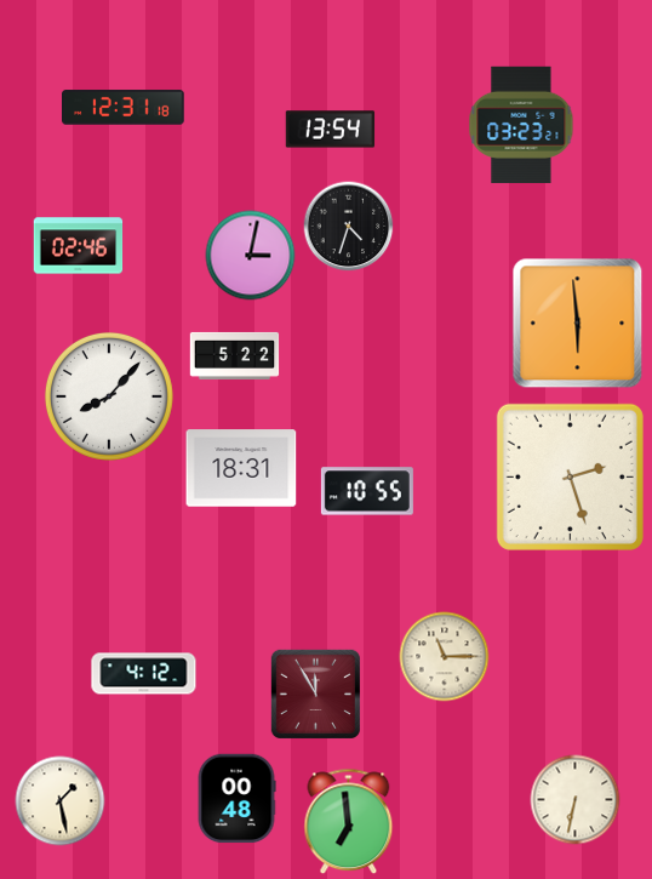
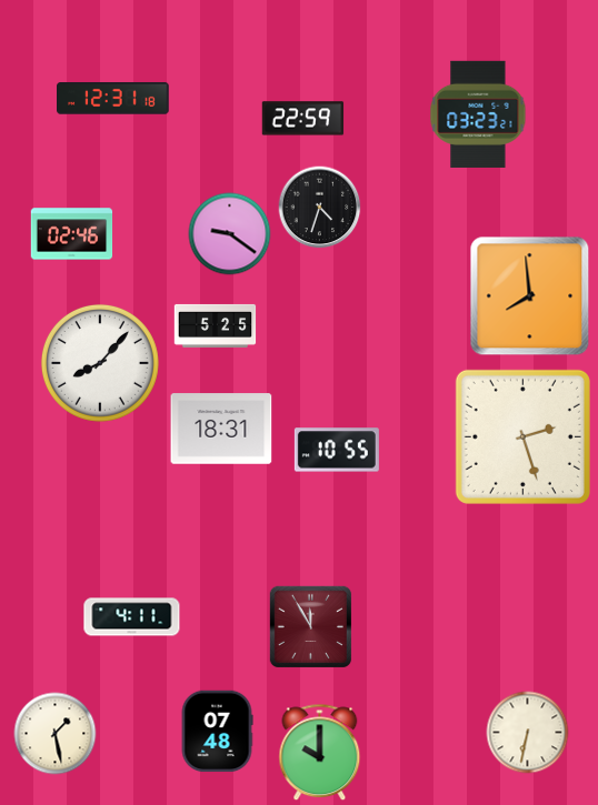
clock at (331, 130): 13:54 -> 22:59
clock at (79, 246) position: (79, 246) -> (72, 234)
clock at (251, 256): 3:02 -> 9:21
clock at (578, 324): 5:59 -> 7:59
clock at (235, 355): 5:22 -> 5:25
clock at (445, 657): 11:15 -> none
clock at (144, 674): 4:12 -> 4:11
clock at (315, 694) position: (315, 694) -> (310, 626)
clock at (236, 799): 00:48 -> 07:48
clock at (349, 822): 6:59 -> 10:00
